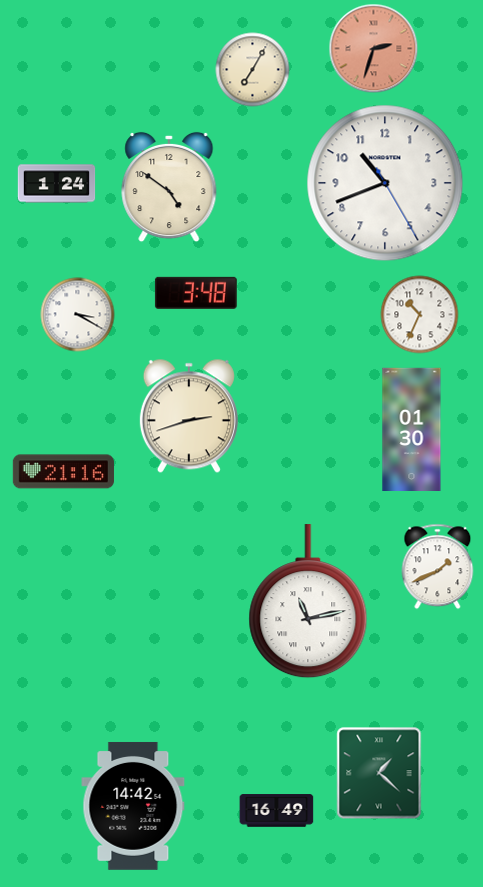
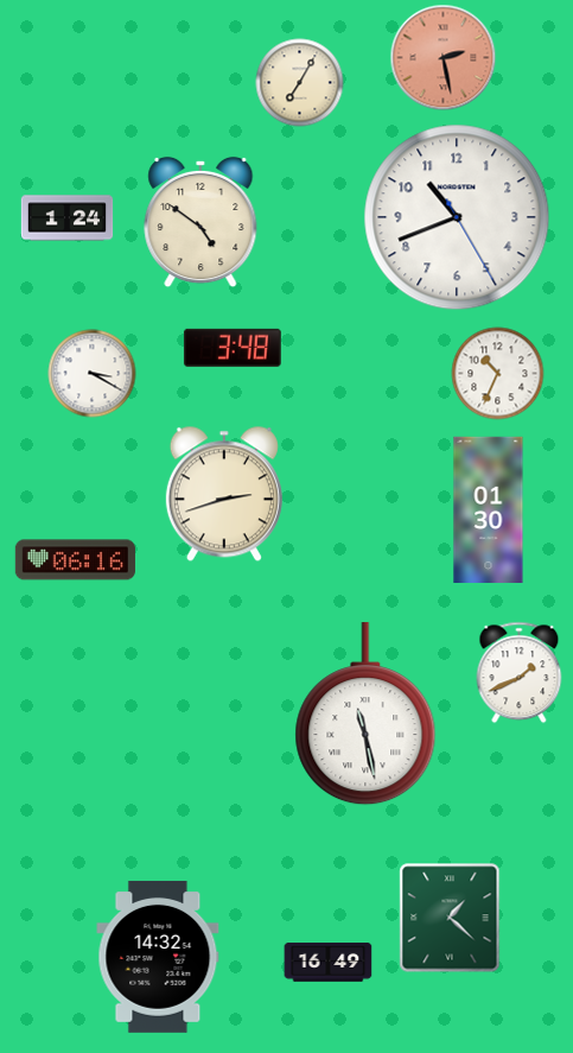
clock at (374, 49): 2:33 -> 2:28
clock at (63, 472): 21:16 -> 06:16
clock at (308, 602): 11:13 -> 11:28
clock at (133, 806): 14:42 -> 14:32
